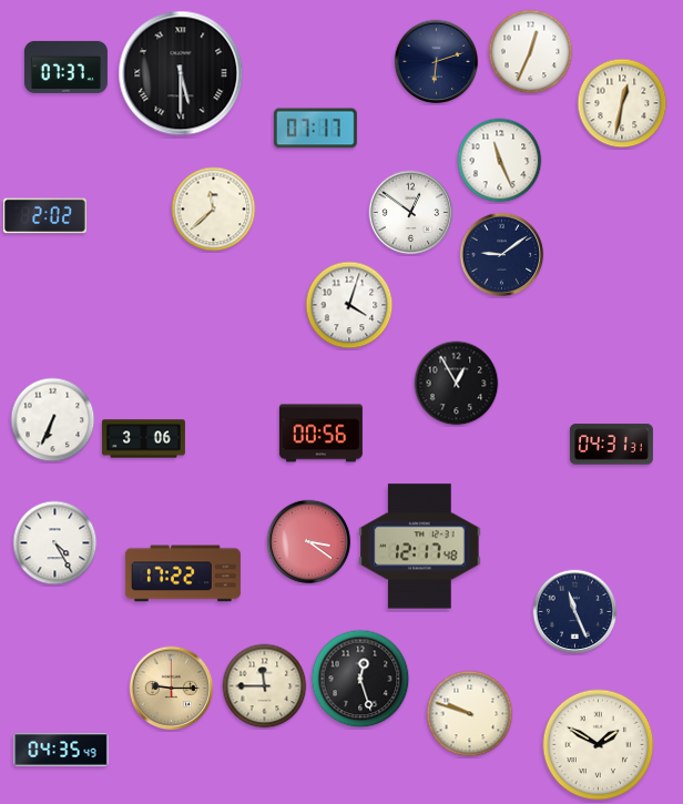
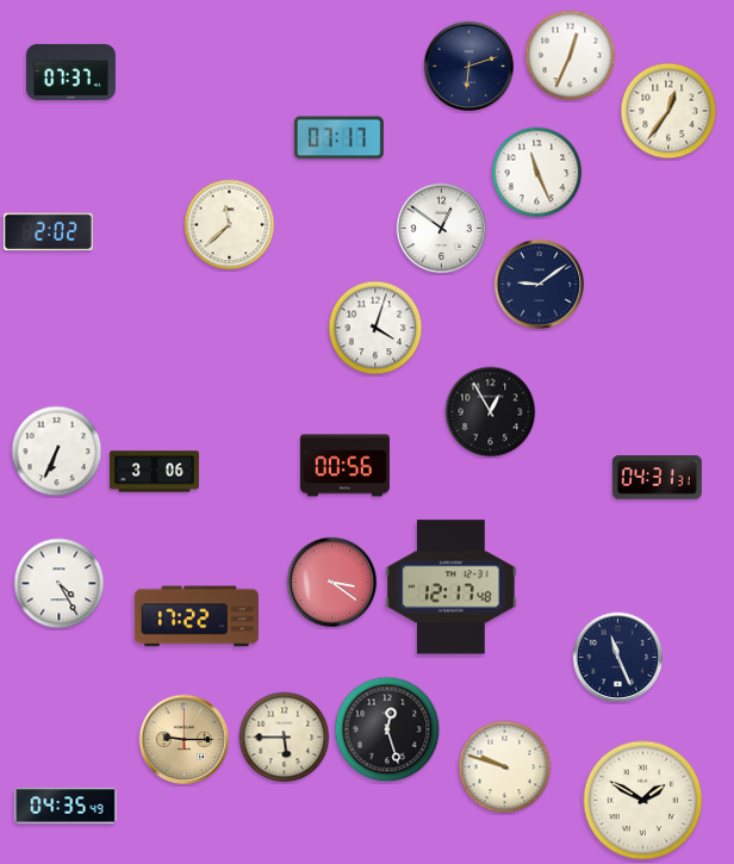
clock at (181, 73): 5:30 -> none
clock at (622, 103): 12:32 -> 12:36
clock at (502, 255) position: (502, 255) -> (540, 285)
clock at (265, 686): 11:45 -> 5:45
